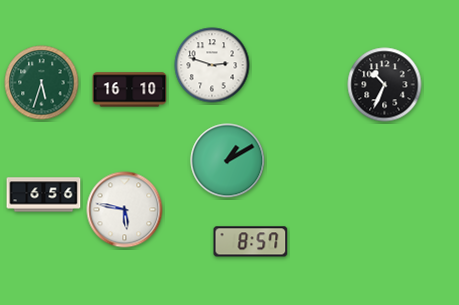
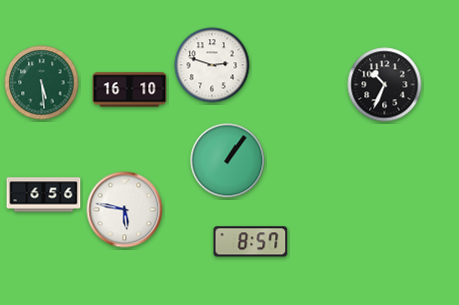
clock at (42, 83): 5:33 -> 5:29
clock at (228, 161): 1:10 -> 1:06
